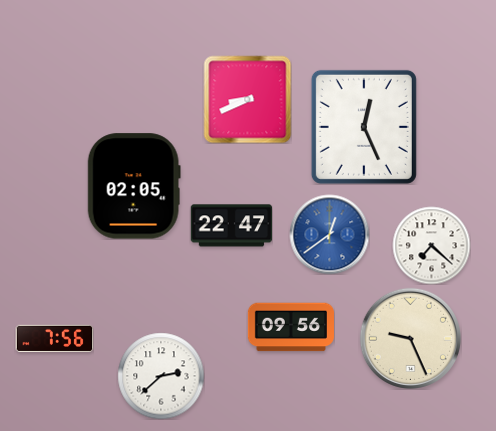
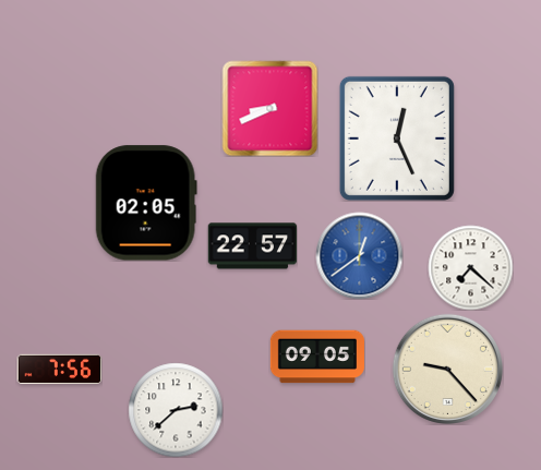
clock at (231, 226): 22:47 -> 22:57
clock at (291, 327): 09:56 -> 09:05
clock at (410, 338): 9:26 -> 9:23
